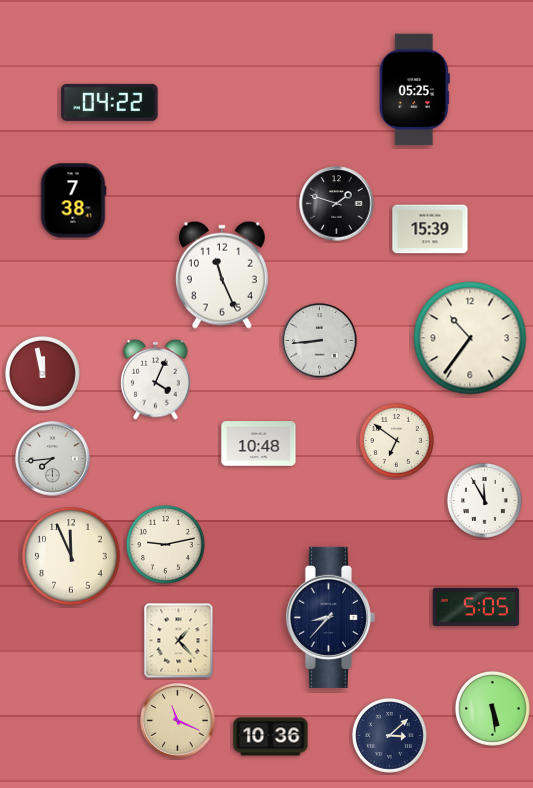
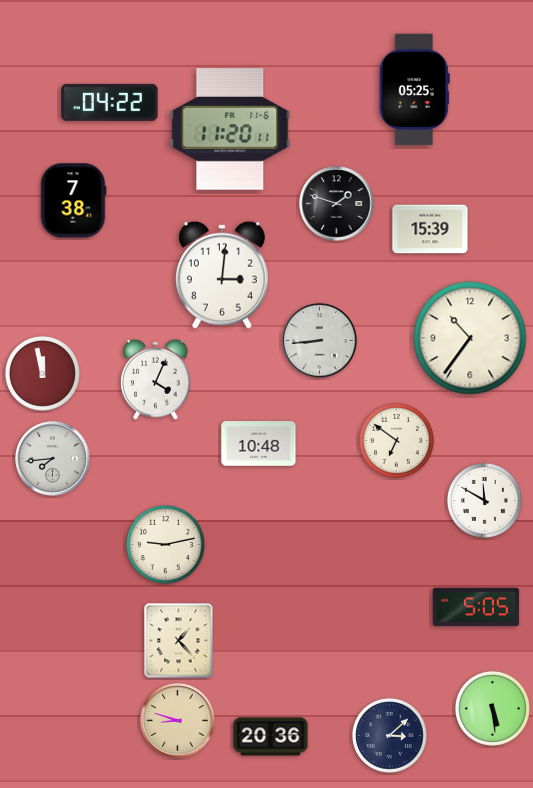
clock at (230, 129): none -> 11:20
clock at (222, 275): 11:26 -> 3:01
clock at (484, 500): 11:55 -> 11:50
clock at (71, 556): 11:56 -> none
clock at (330, 617): 8:37 -> none
clock at (178, 721): 11:19 -> 8:48
clock at (271, 737): 10:36 -> 20:36
